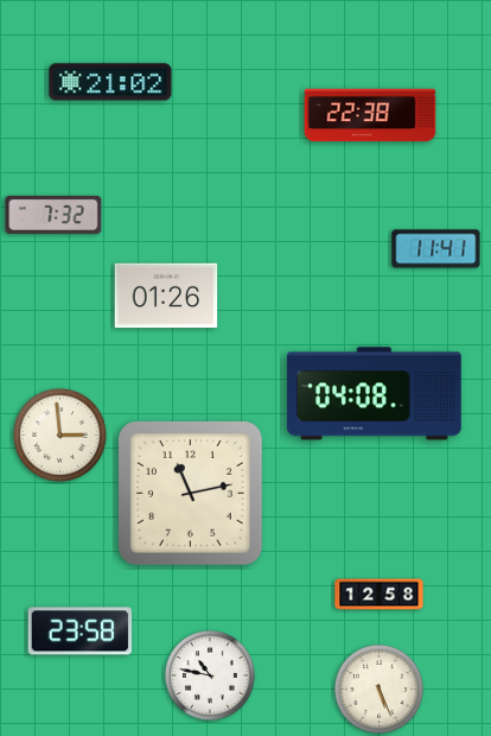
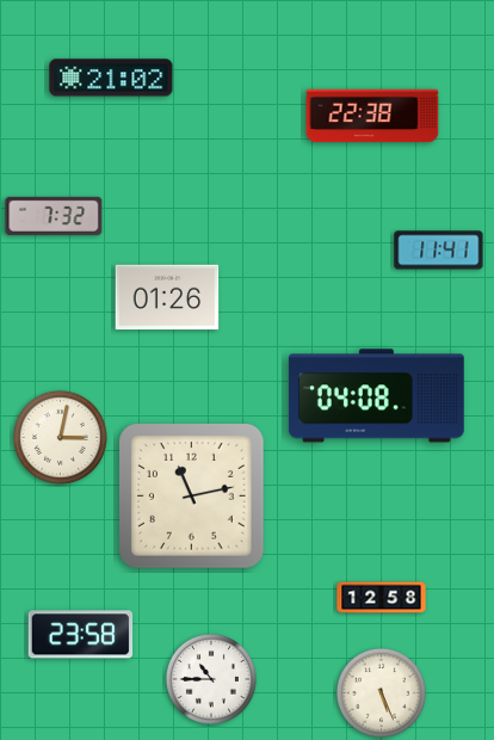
clock at (110, 82) position: (110, 82) -> (111, 78)
clock at (59, 434): 2:59 -> 3:02
clock at (210, 675): 10:47 -> 10:45
